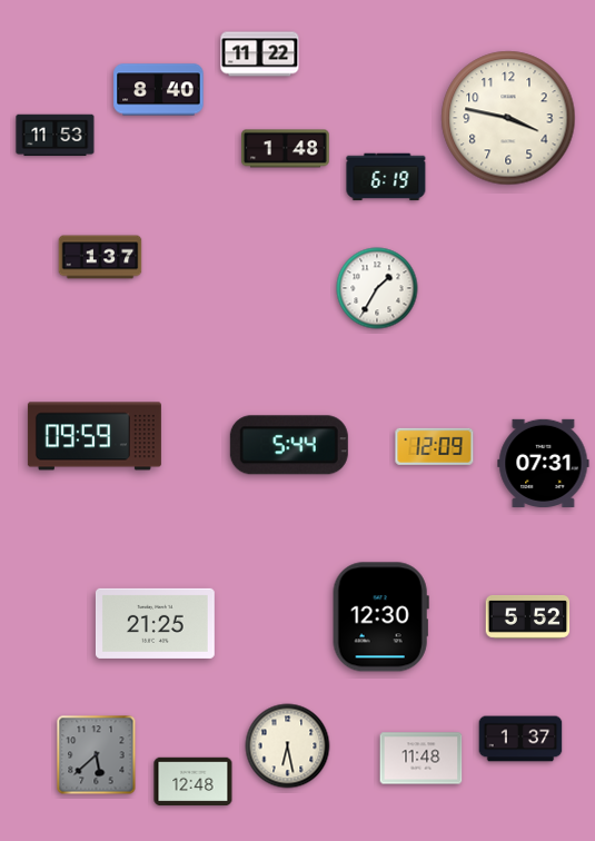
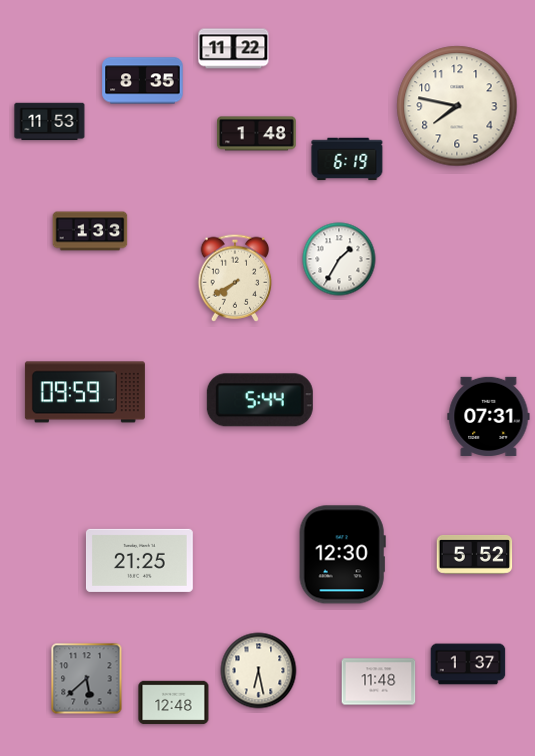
clock at (159, 90): 8:40 -> 8:35
clock at (508, 118): 3:47 -> 7:47
clock at (100, 257): 1:37 -> 1:33
clock at (235, 278): none -> 7:40
clock at (435, 446): 12:09 -> none
